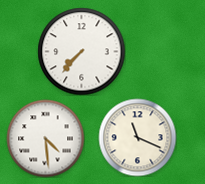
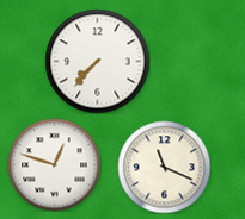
clock at (137, 137) position: (137, 137) -> (164, 167)
clock at (45, 138): 4:29 -> 12:48
